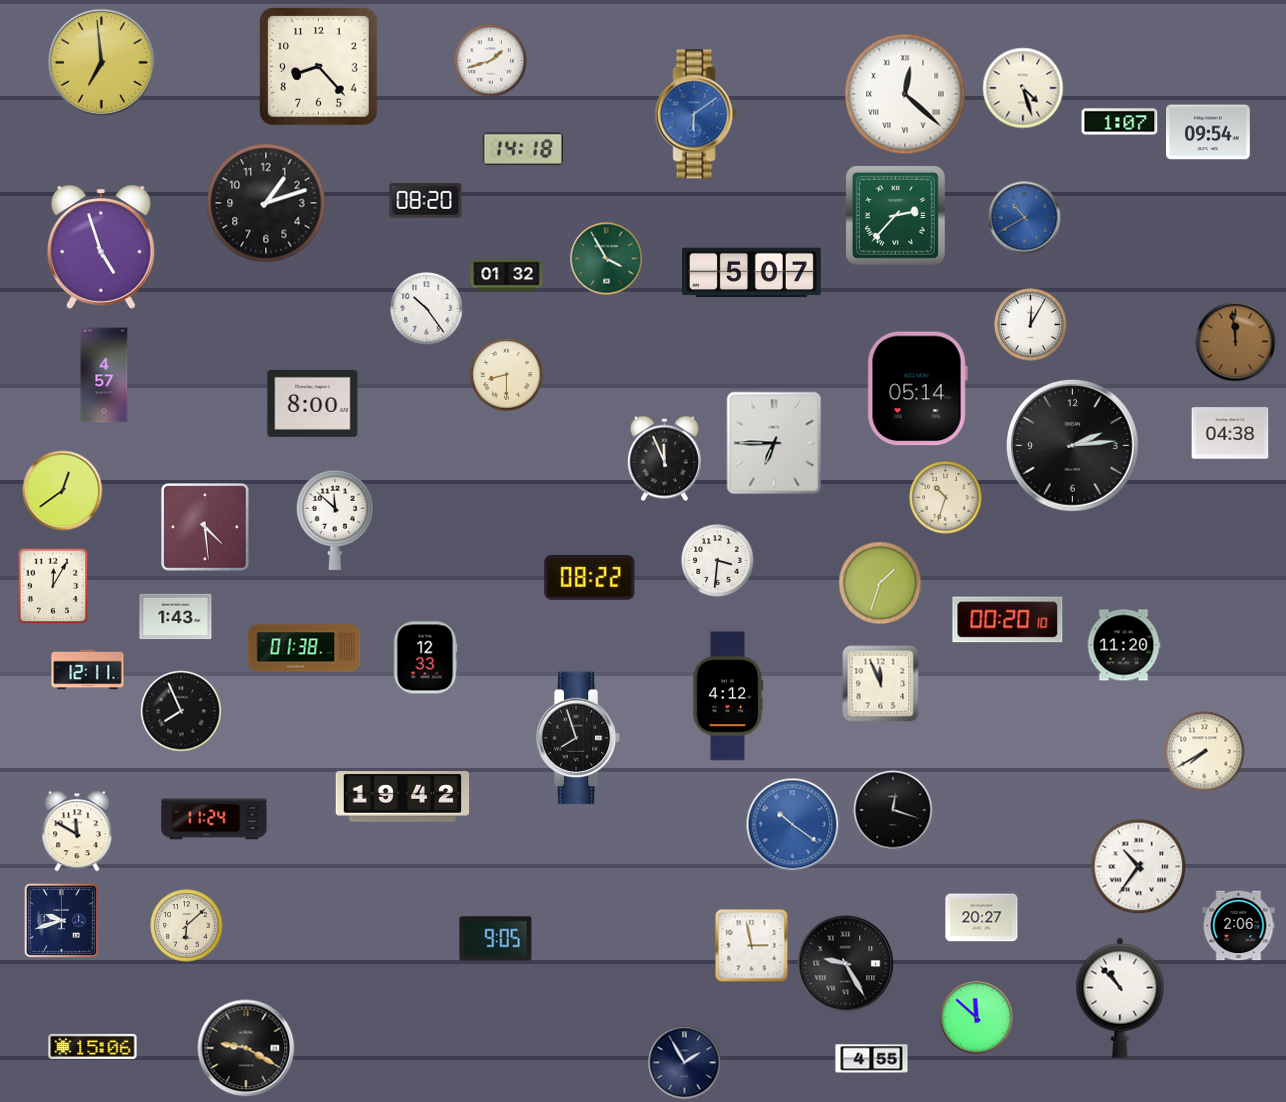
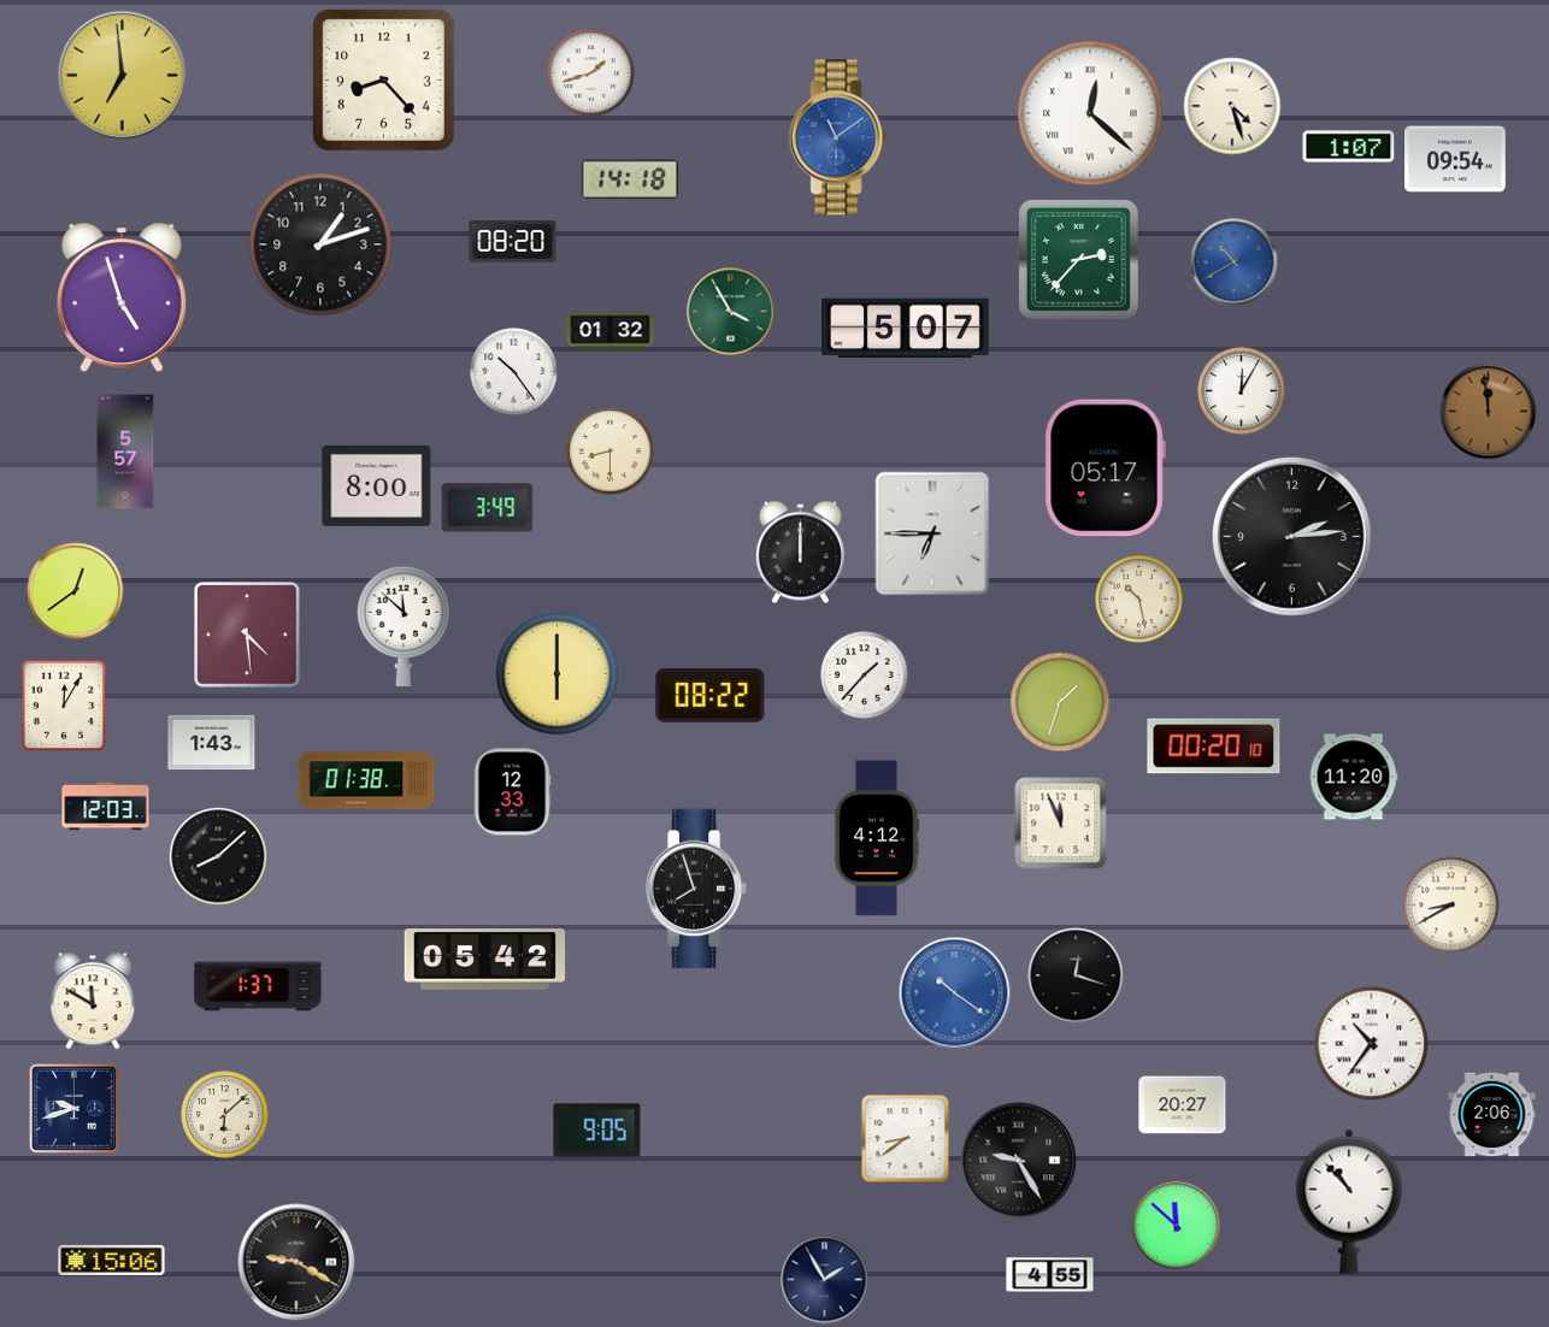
clock at (696, 114): 6:09 -> 11:09
clock at (104, 375): 4:57 -> 5:57
clock at (917, 389): 05:14 -> 05:17
clock at (488, 508): none -> 3:49
clock at (1230, 433): 04:38 -> none
clock at (664, 459): 11:56 -> 12:00
clock at (946, 498): 10:33 -> 10:28
clock at (556, 673): none -> 6:00
clock at (718, 561): 3:31 -> 1:37
clock at (88, 670): 12:11 -> 12:03
clock at (181, 711): 7:56 -> 8:08
clock at (1205, 752): 7:40 -> 8:40
clock at (403, 797): 19:42 -> 05:42
clock at (214, 819): 11:24 -> 1:37
clock at (752, 946): 2:58 -> 8:39
